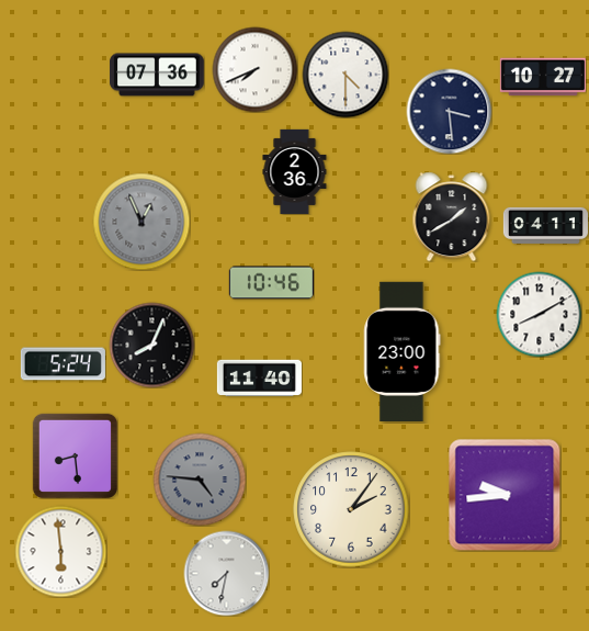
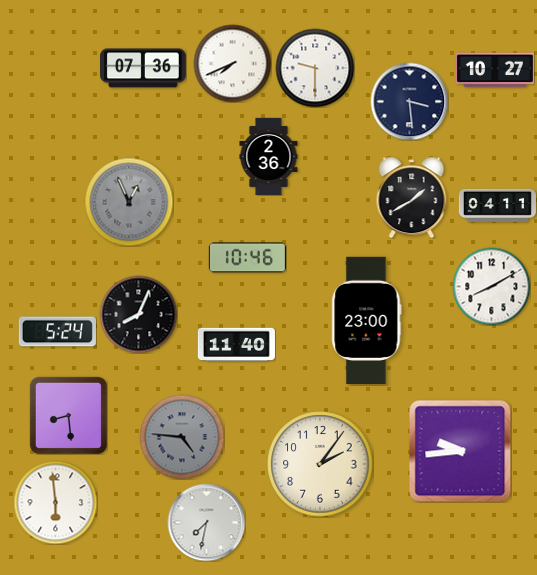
clock at (346, 75): 4:30 -> 9:30
